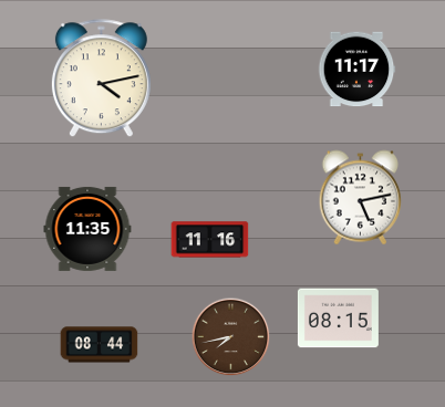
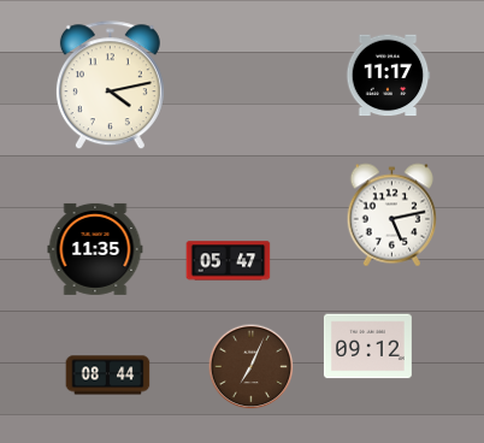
clock at (210, 240): 11:16 -> 05:47
clock at (338, 319): 08:15 -> 09:12
clock at (231, 337): 7:43 -> 7:04
